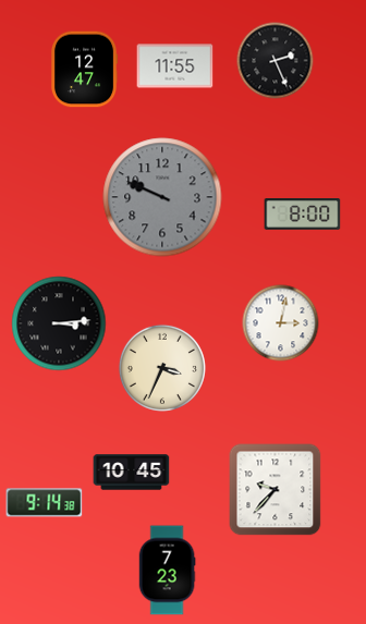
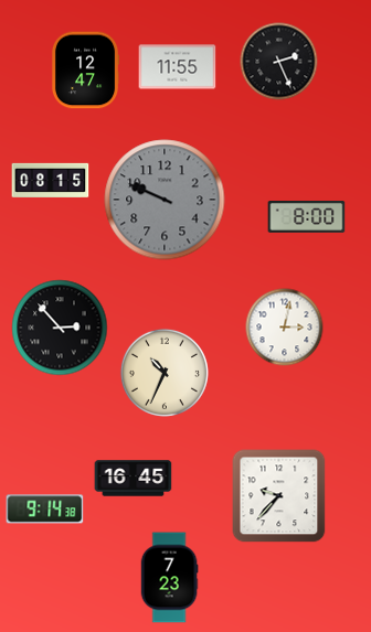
clock at (51, 180): none -> 08:15
clock at (59, 323): 3:14 -> 2:53
clock at (162, 368): 3:34 -> 10:34
clock at (132, 473): 10:45 -> 16:45
